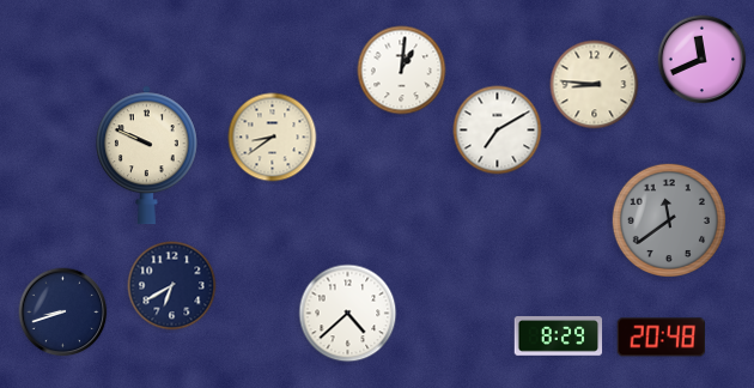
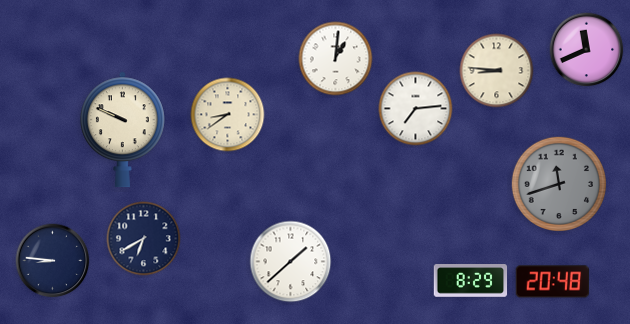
clock at (498, 131): 7:10 -> 7:14
clock at (668, 219): 11:39 -> 11:42
clock at (63, 313): 8:42 -> 8:46
clock at (348, 314): 4:38 -> 1:38
clock at (559, 337) position: (559, 337) -> (471, 281)
